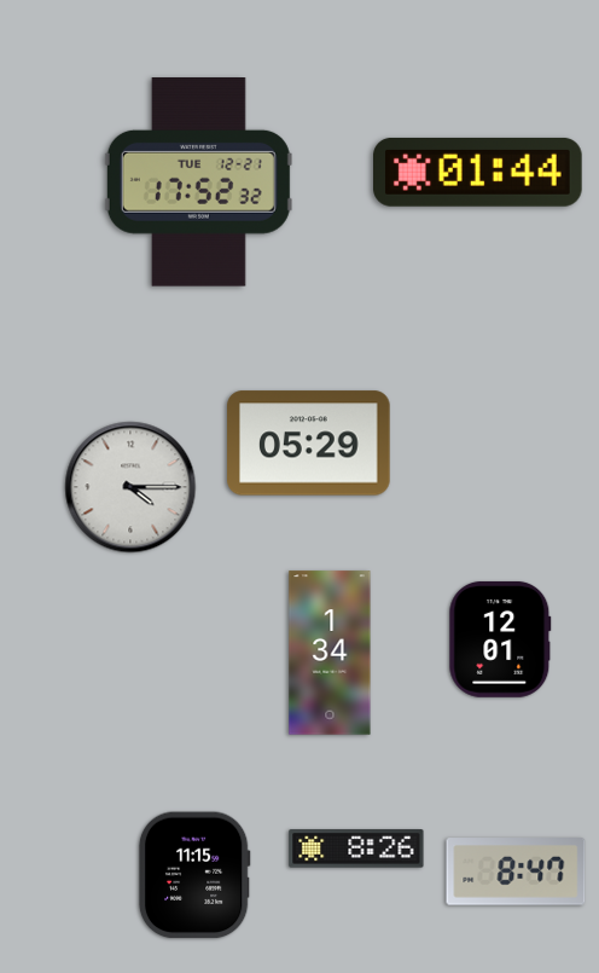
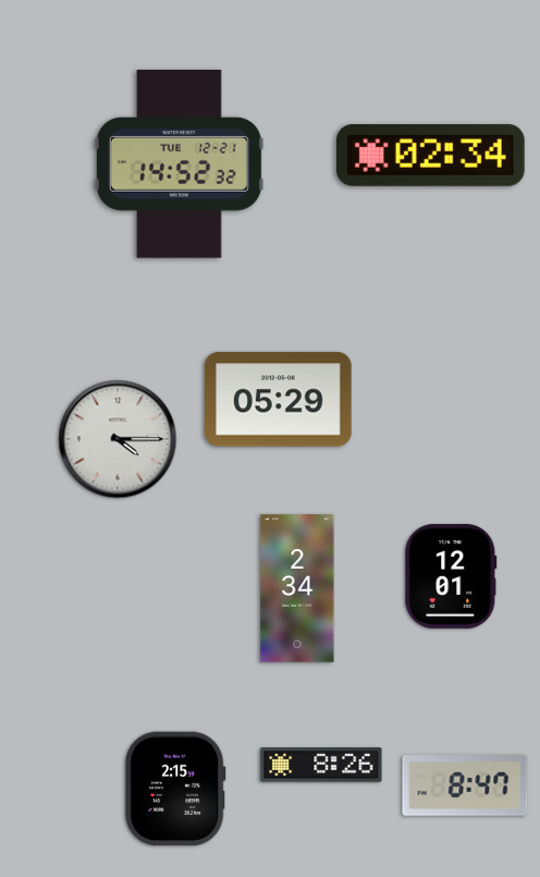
clock at (478, 172): 01:44 -> 02:34
clock at (198, 183): 17:52 -> 14:52
clock at (330, 653): 1:34 -> 2:34
clock at (194, 875): 11:15 -> 2:15
